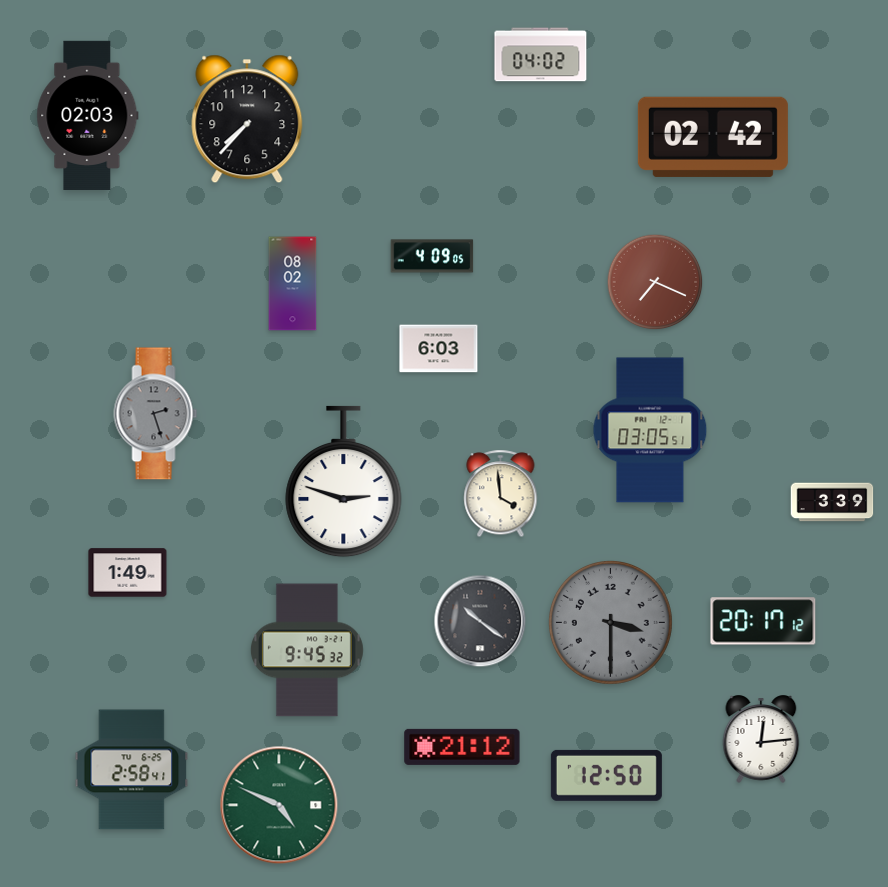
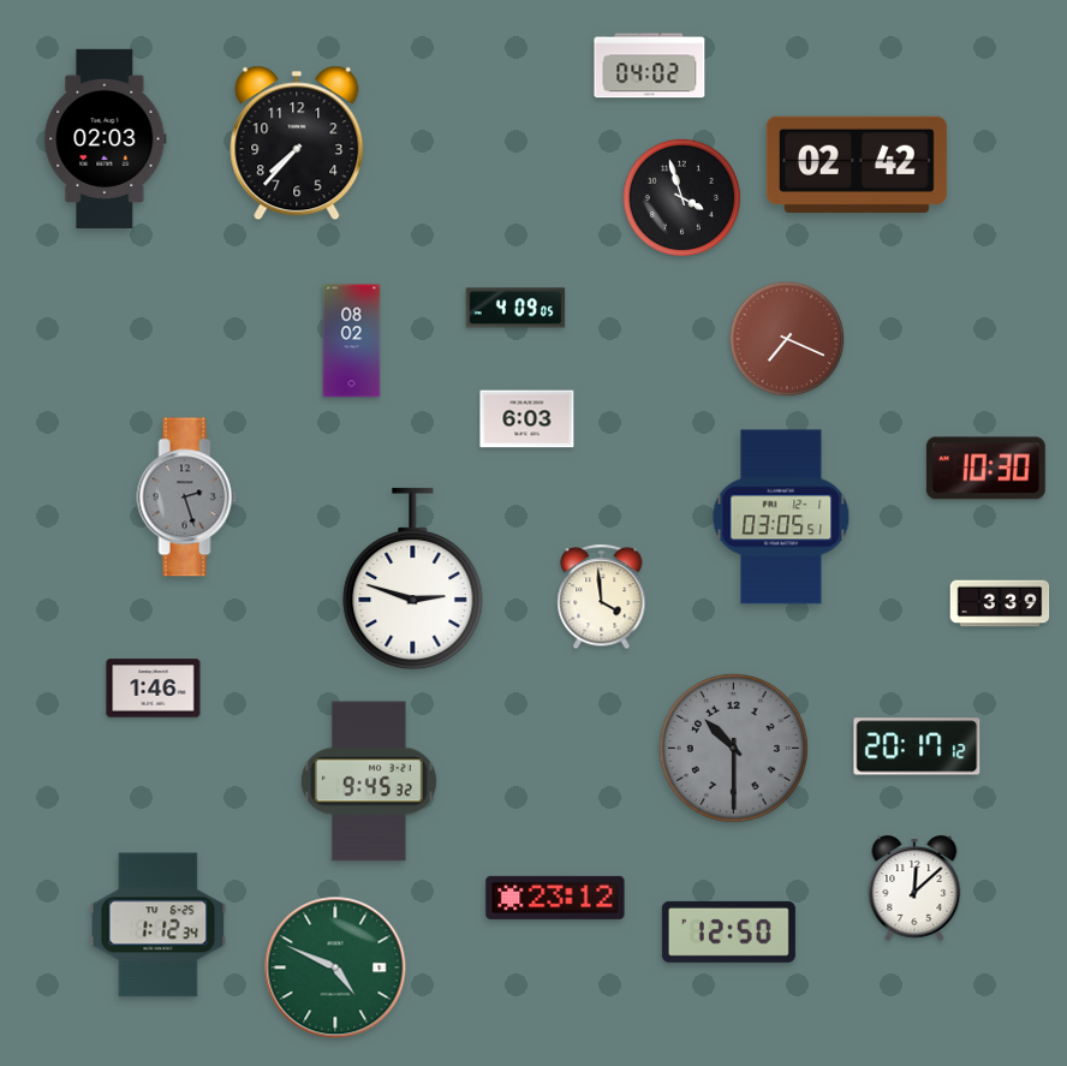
clock at (681, 197): none -> 3:57
clock at (432, 256) position: (432, 256) -> (515, 308)
clock at (985, 469): none -> 10:30
clock at (501, 494) position: (501, 494) -> (602, 597)
clock at (128, 573): 1:49 -> 1:46
clock at (480, 621): 10:21 -> none
clock at (610, 622): 3:30 -> 10:30
clock at (761, 739): 12:14 -> 12:08
clock at (462, 747): 21:12 -> 23:12
clock at (132, 770): 2:58 -> 1:12
